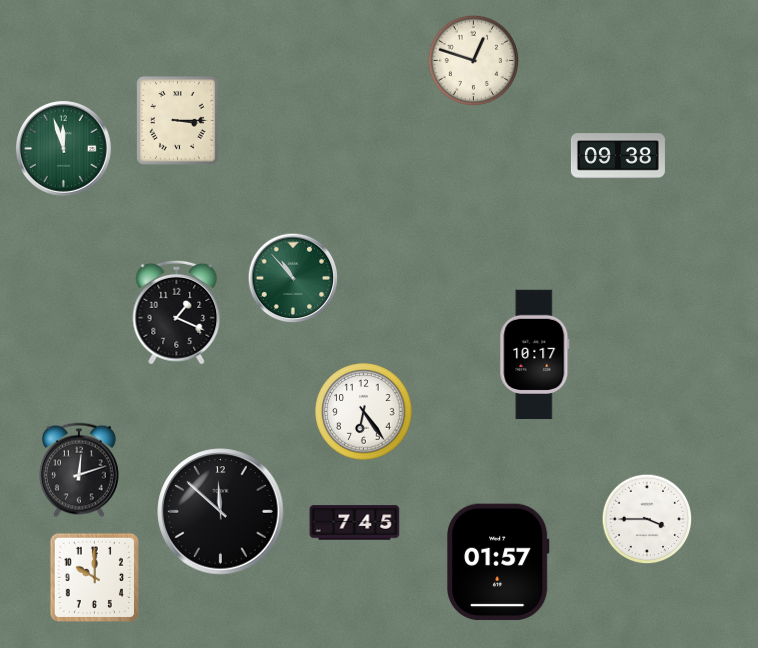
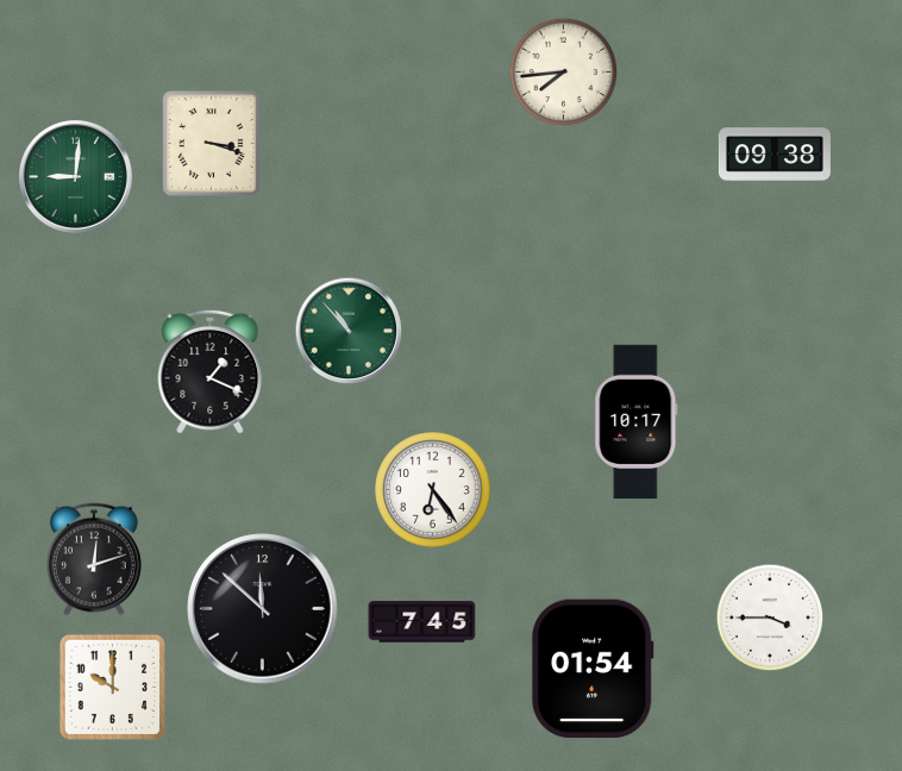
clock at (474, 61): 12:48 -> 7:44
clock at (178, 121): 3:15 -> 3:18
clock at (63, 148): 11:57 -> 9:01
clock at (618, 156) position: (618, 156) -> (775, 155)
clock at (498, 562): 01:57 -> 01:54
